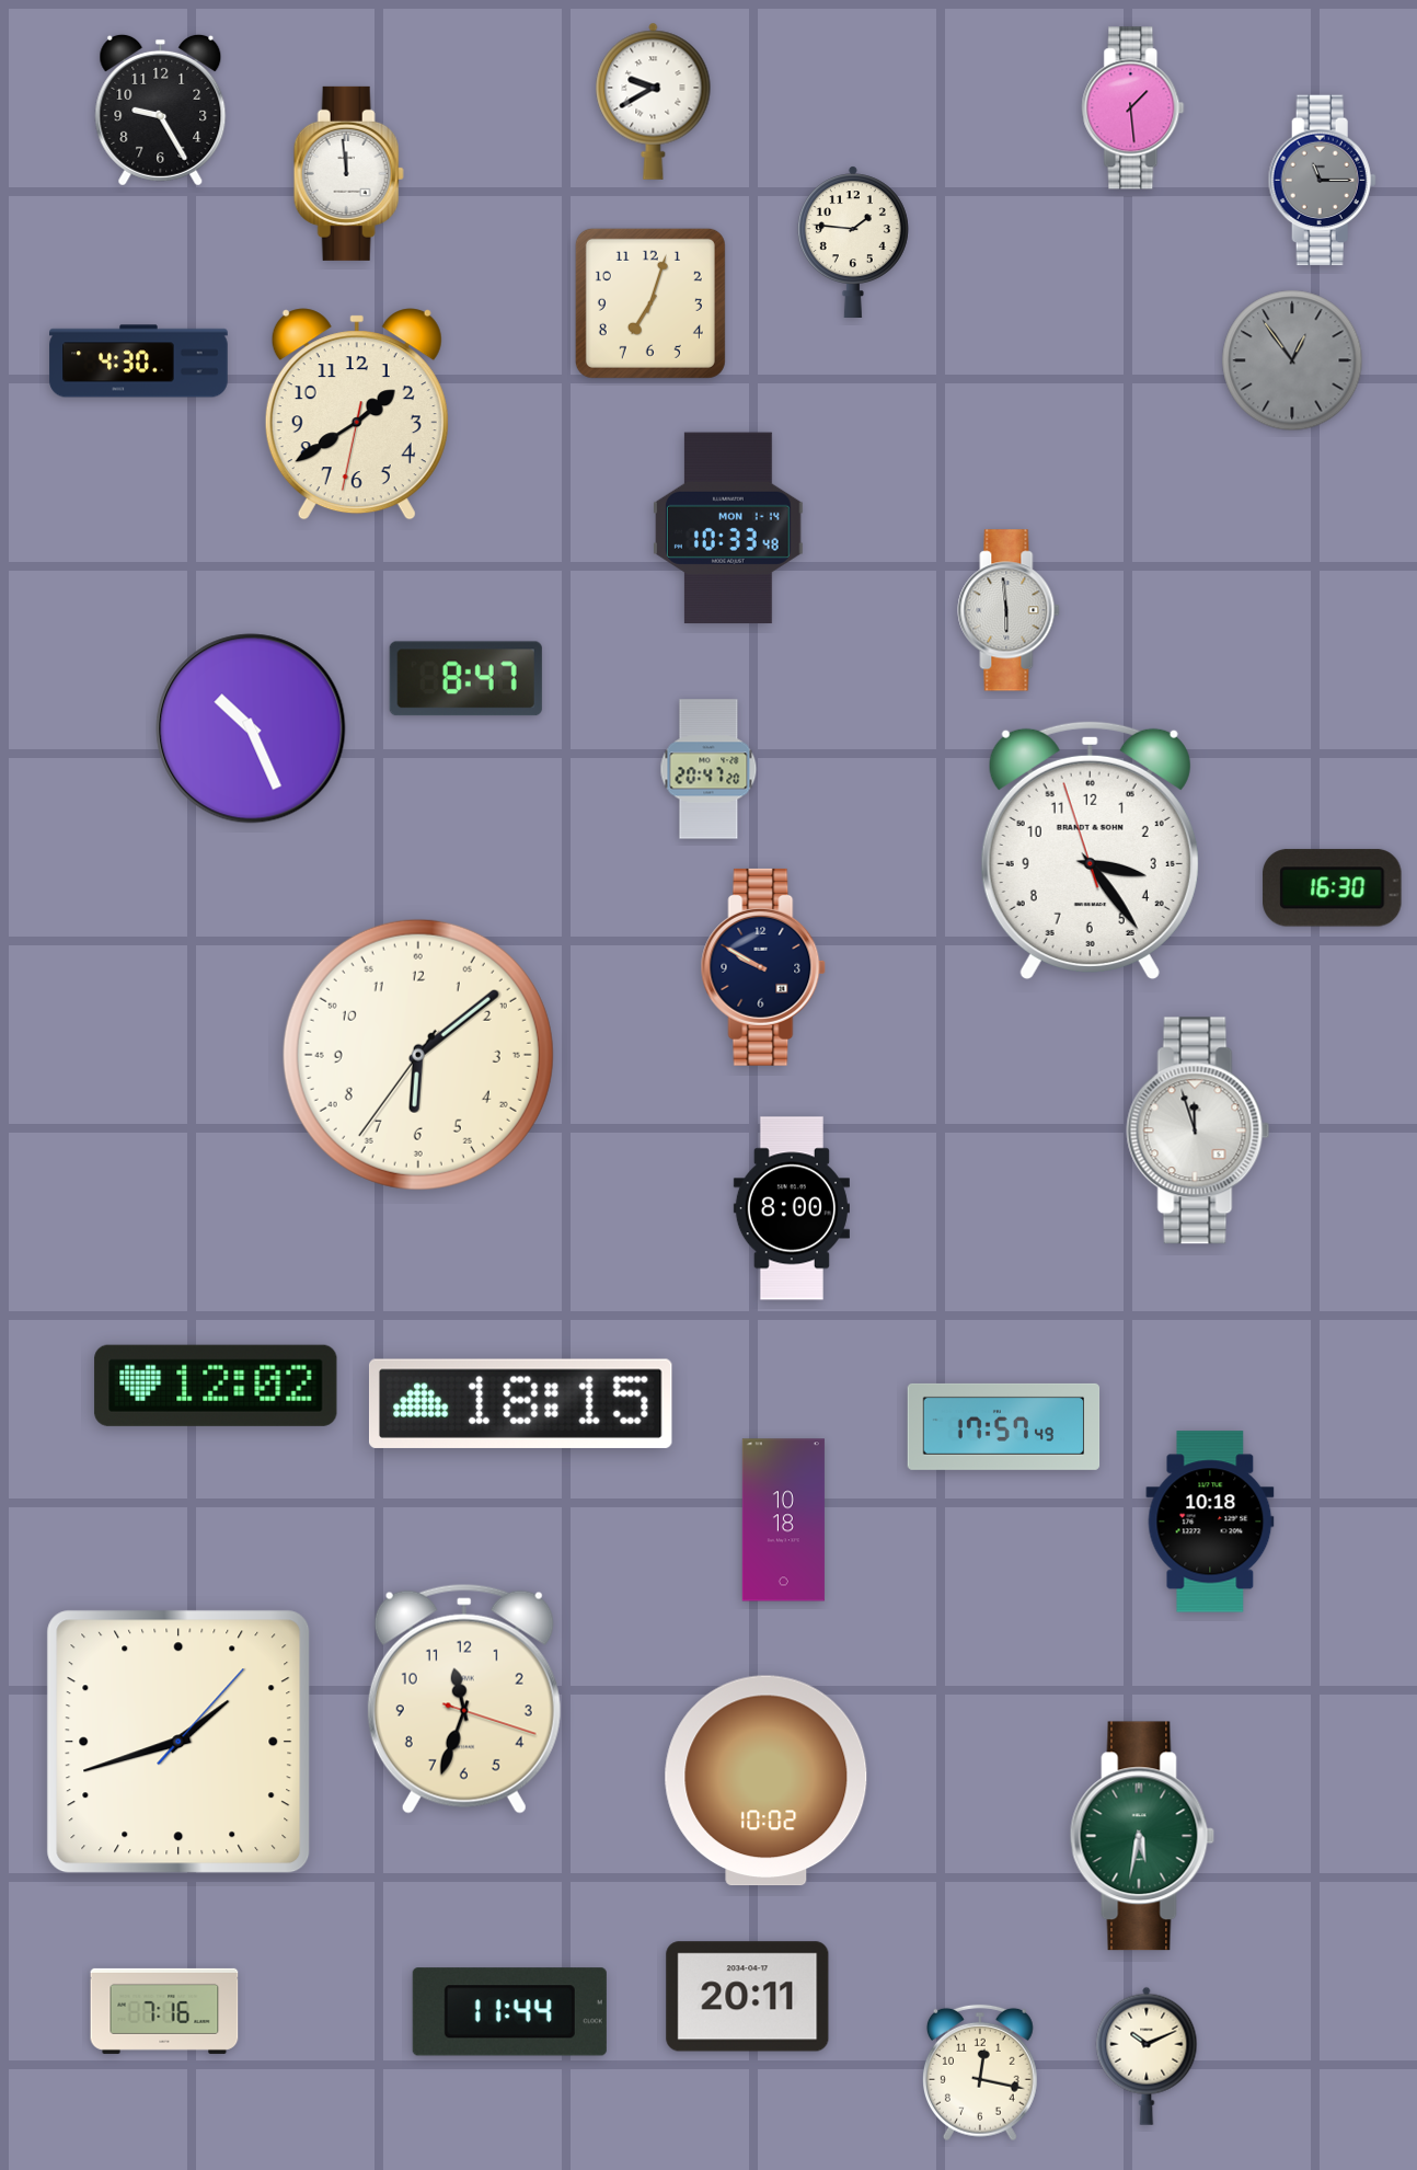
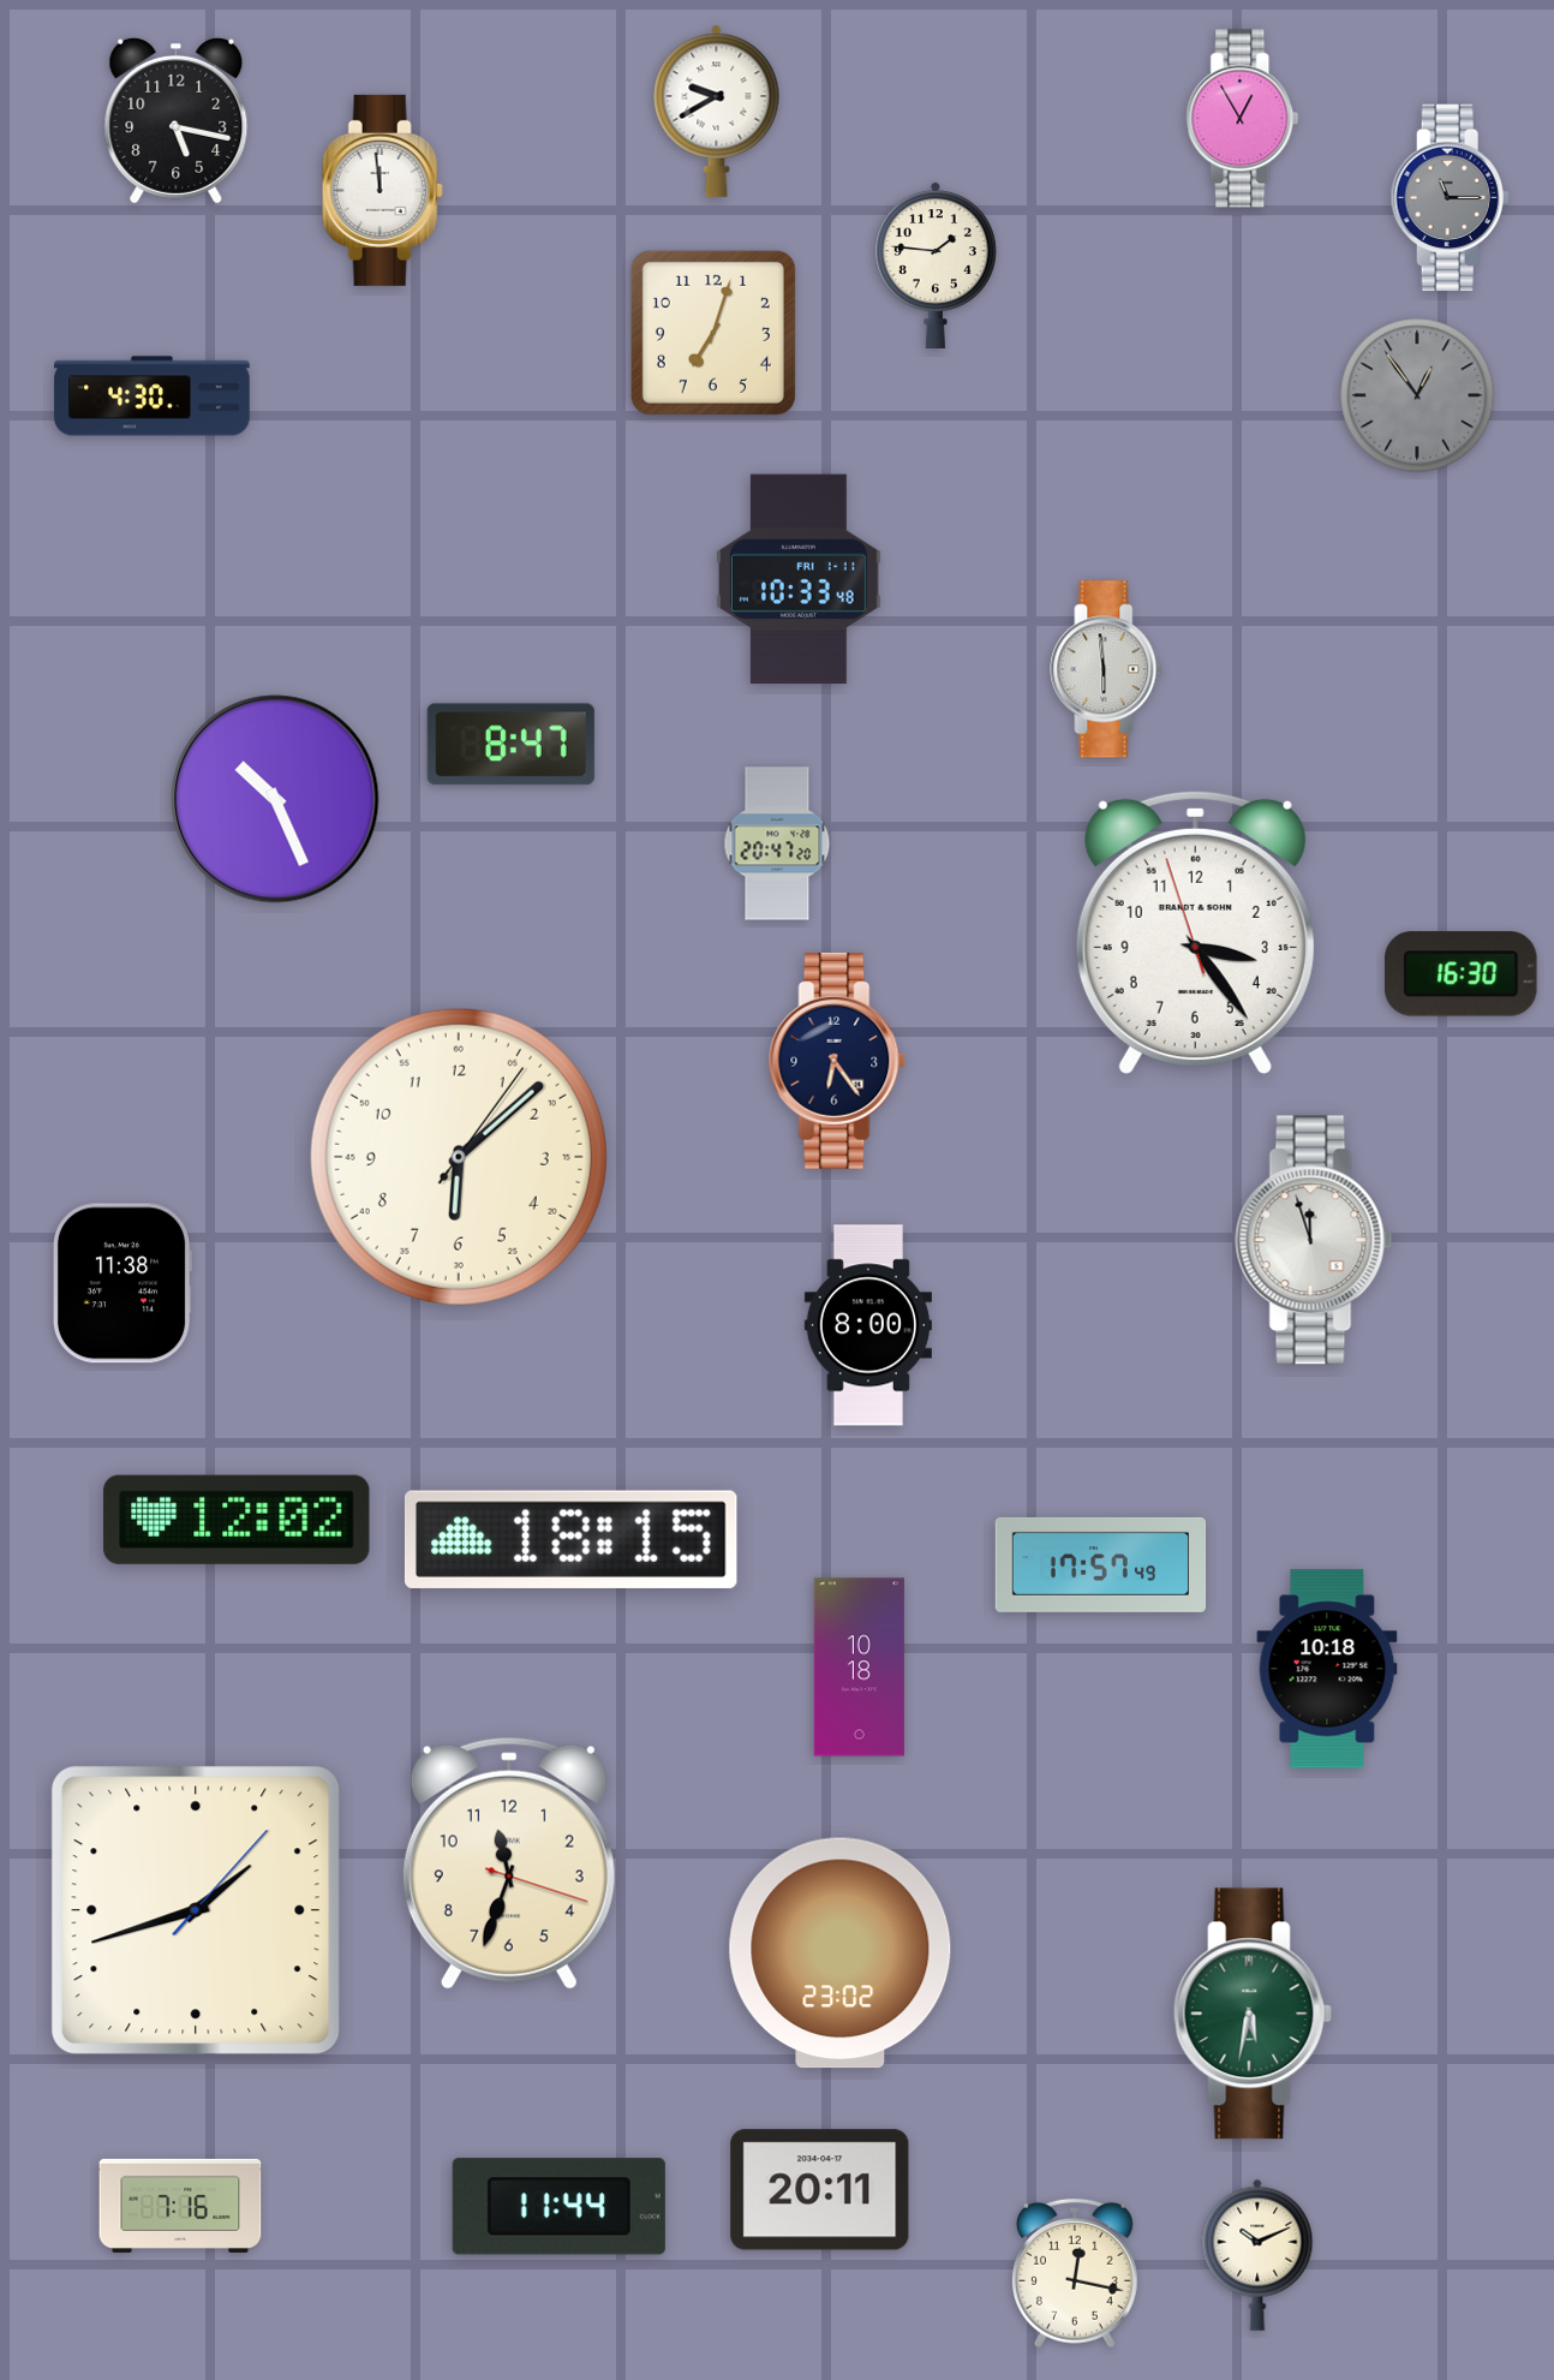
clock at (1133, 108): 1:29 -> 12:55
clock at (161, 110): 9:25 -> 5:17
clock at (357, 414): 1:39 -> none
clock at (729, 528) date: MON 1-14 -> FRI 1-11
clock at (763, 967): 9:50 -> 6:24
clock at (418, 1055): 6:08:36 -> 6:08:06
clock at (122, 1283): none -> 11:38
clock at (767, 1781): 10:02 -> 23:02
